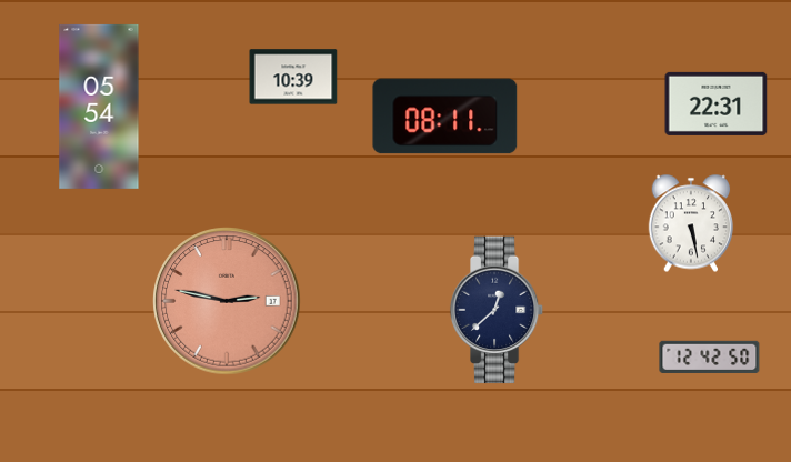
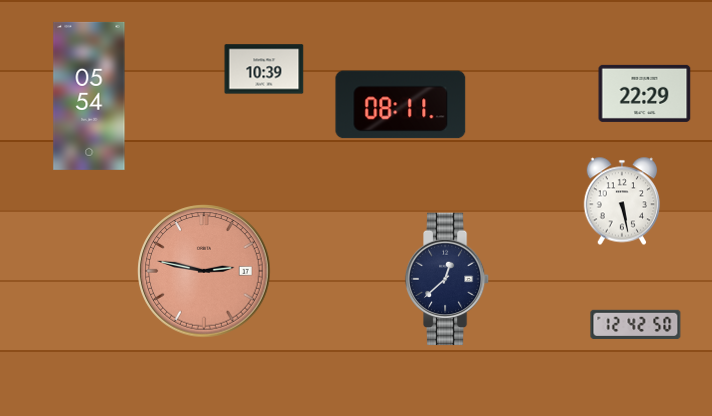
clock at (717, 103): 22:31 -> 22:29
clock at (710, 356) position: (710, 356) -> (636, 324)
